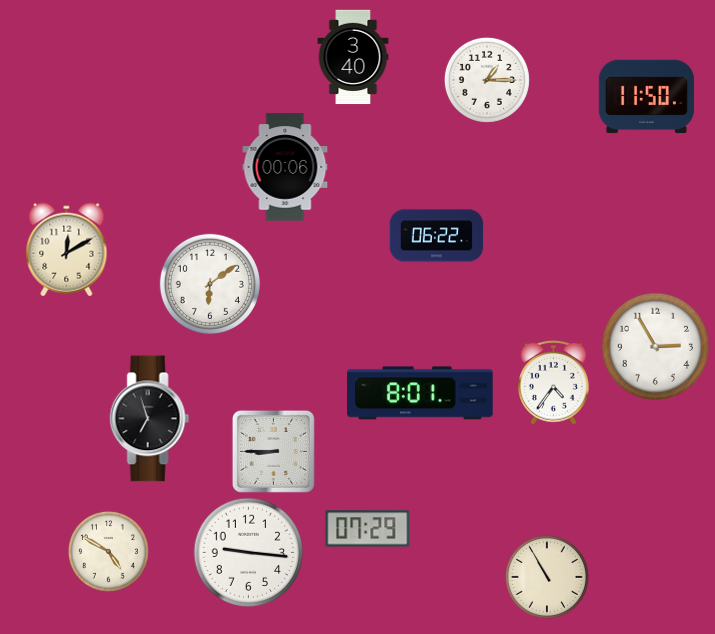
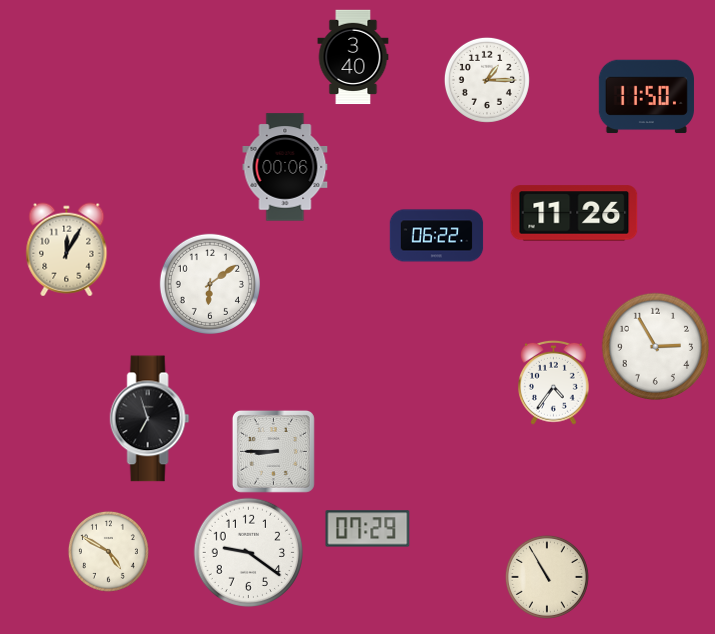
clock at (574, 213): none -> 11:26
clock at (67, 250): 12:10 -> 12:05
clock at (420, 393): 8:01 -> none
clock at (249, 553): 9:16 -> 9:21
